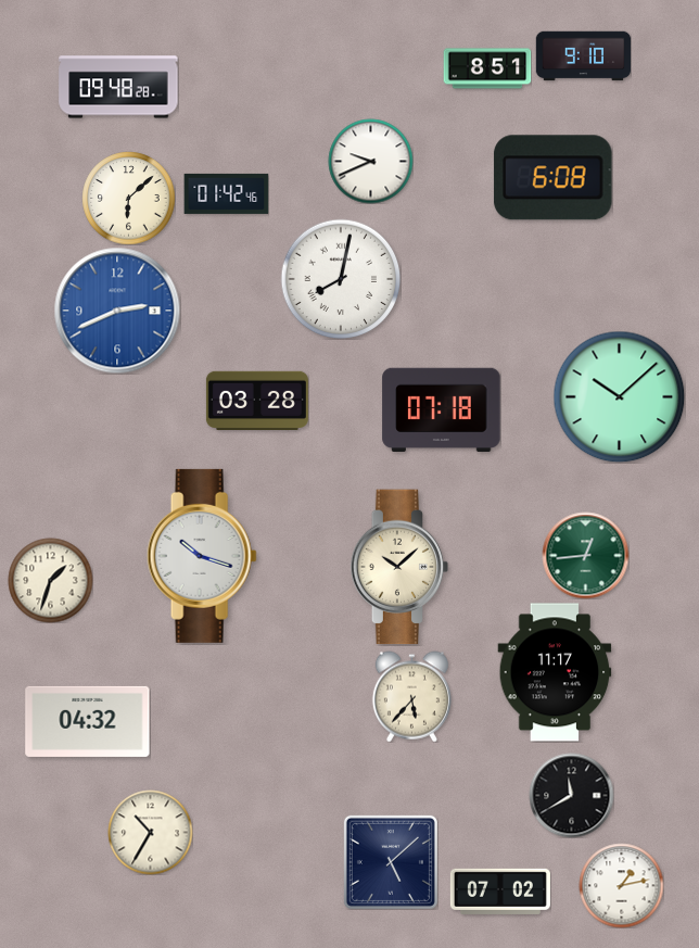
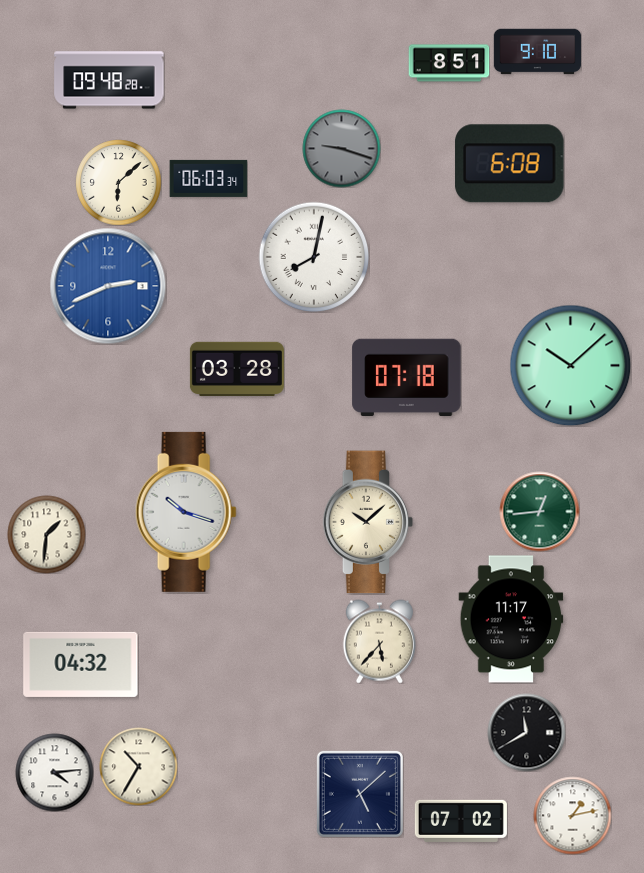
clock at (370, 161): 9:41 -> 9:18
clock at (370, 161) dial: white -> grey
clock at (226, 193): 01:42 -> 06:03
clock at (50, 580): 1:33 -> 1:31
clock at (54, 772): none -> 4:14
